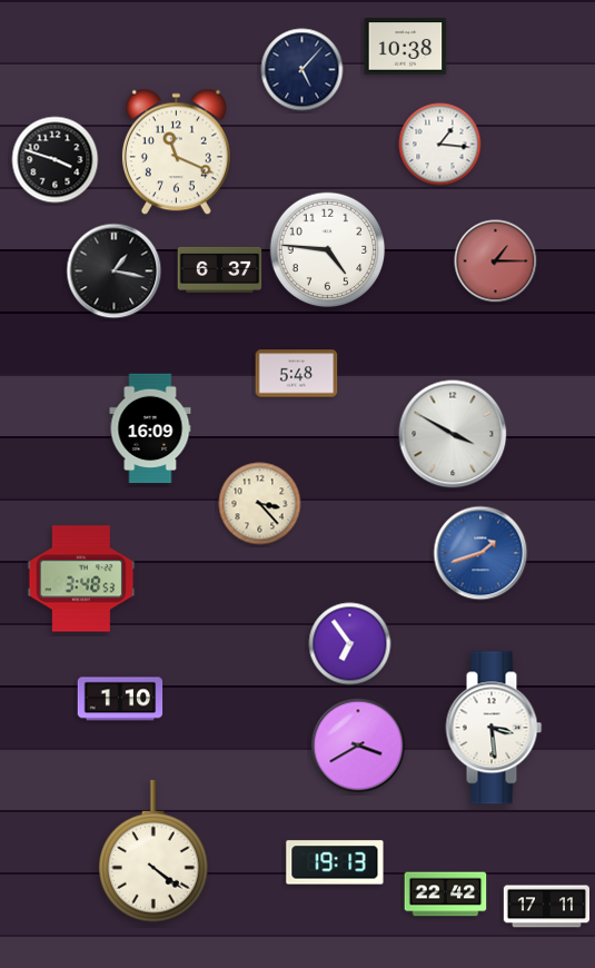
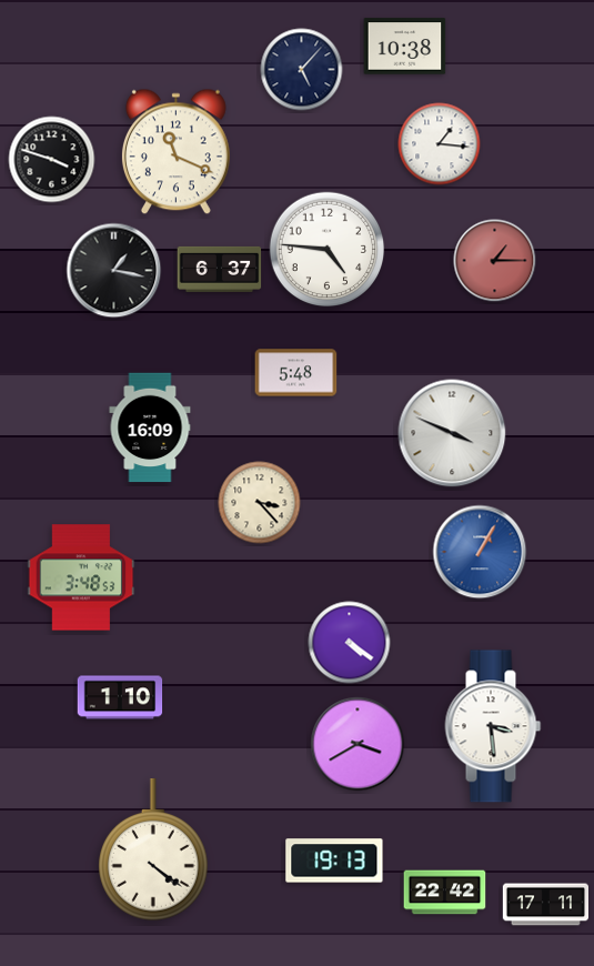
clock at (56, 160) position: (56, 160) -> (52, 160)
clock at (453, 434): 3:50 -> 3:49
clock at (480, 553): 1:42 -> 1:05
clock at (350, 644): 6:54 -> 4:21
